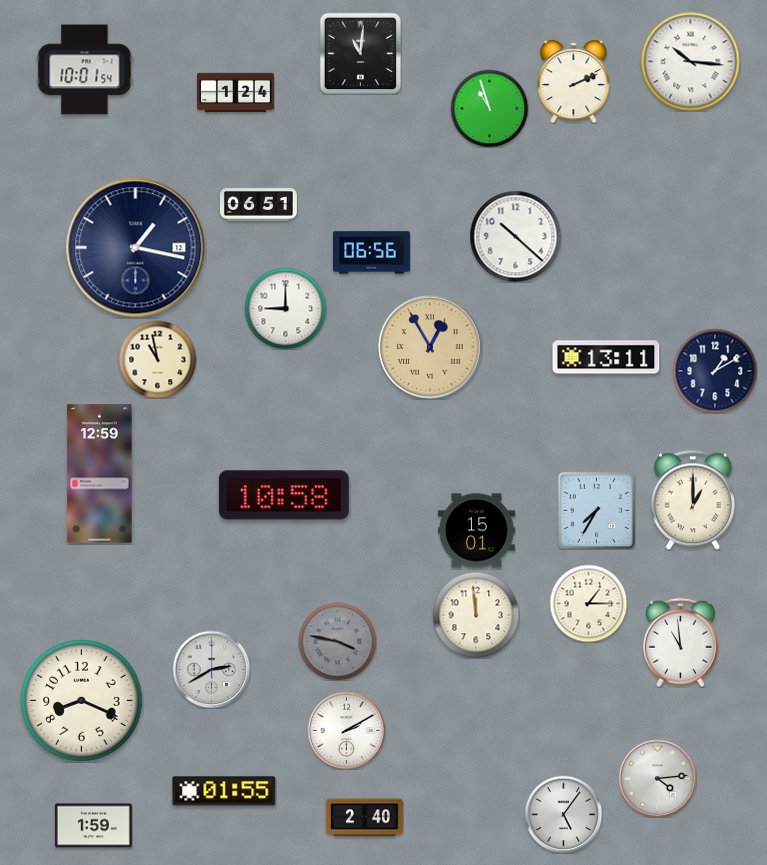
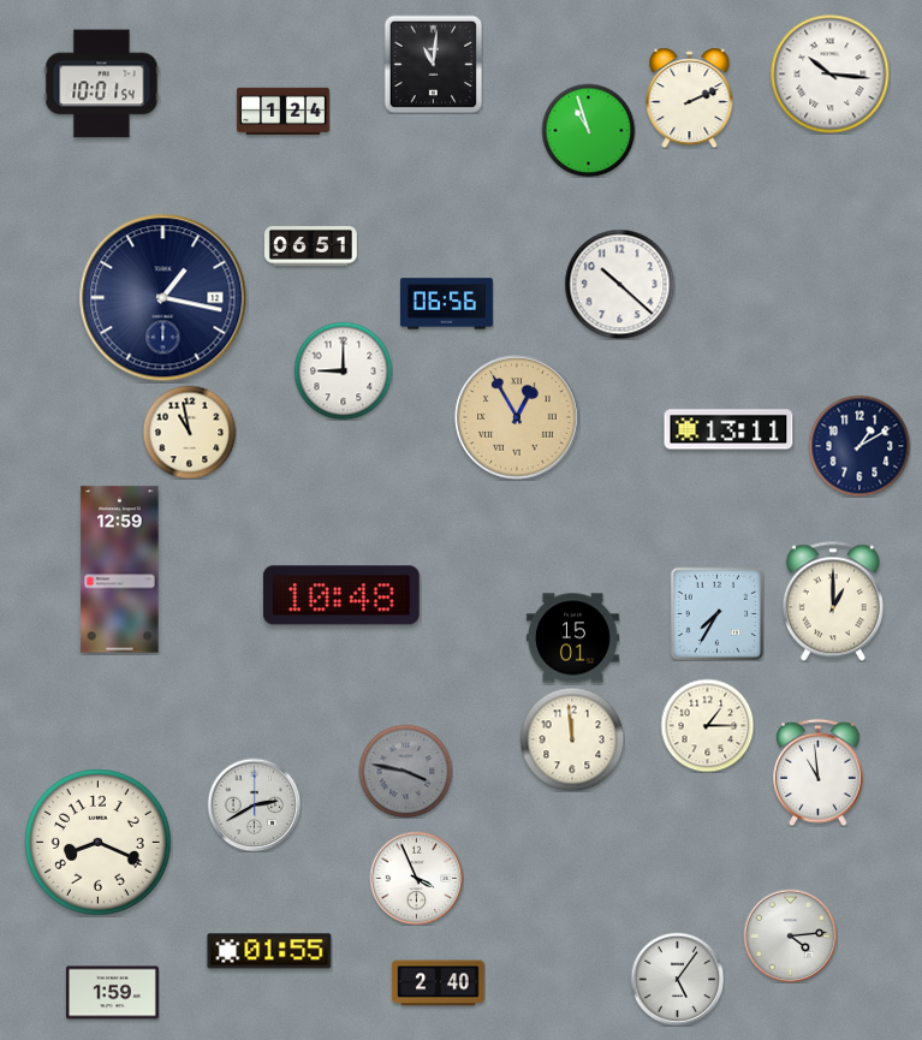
clock at (284, 495): 10:58 -> 10:48
clock at (346, 730): 2:10 -> 3:56
